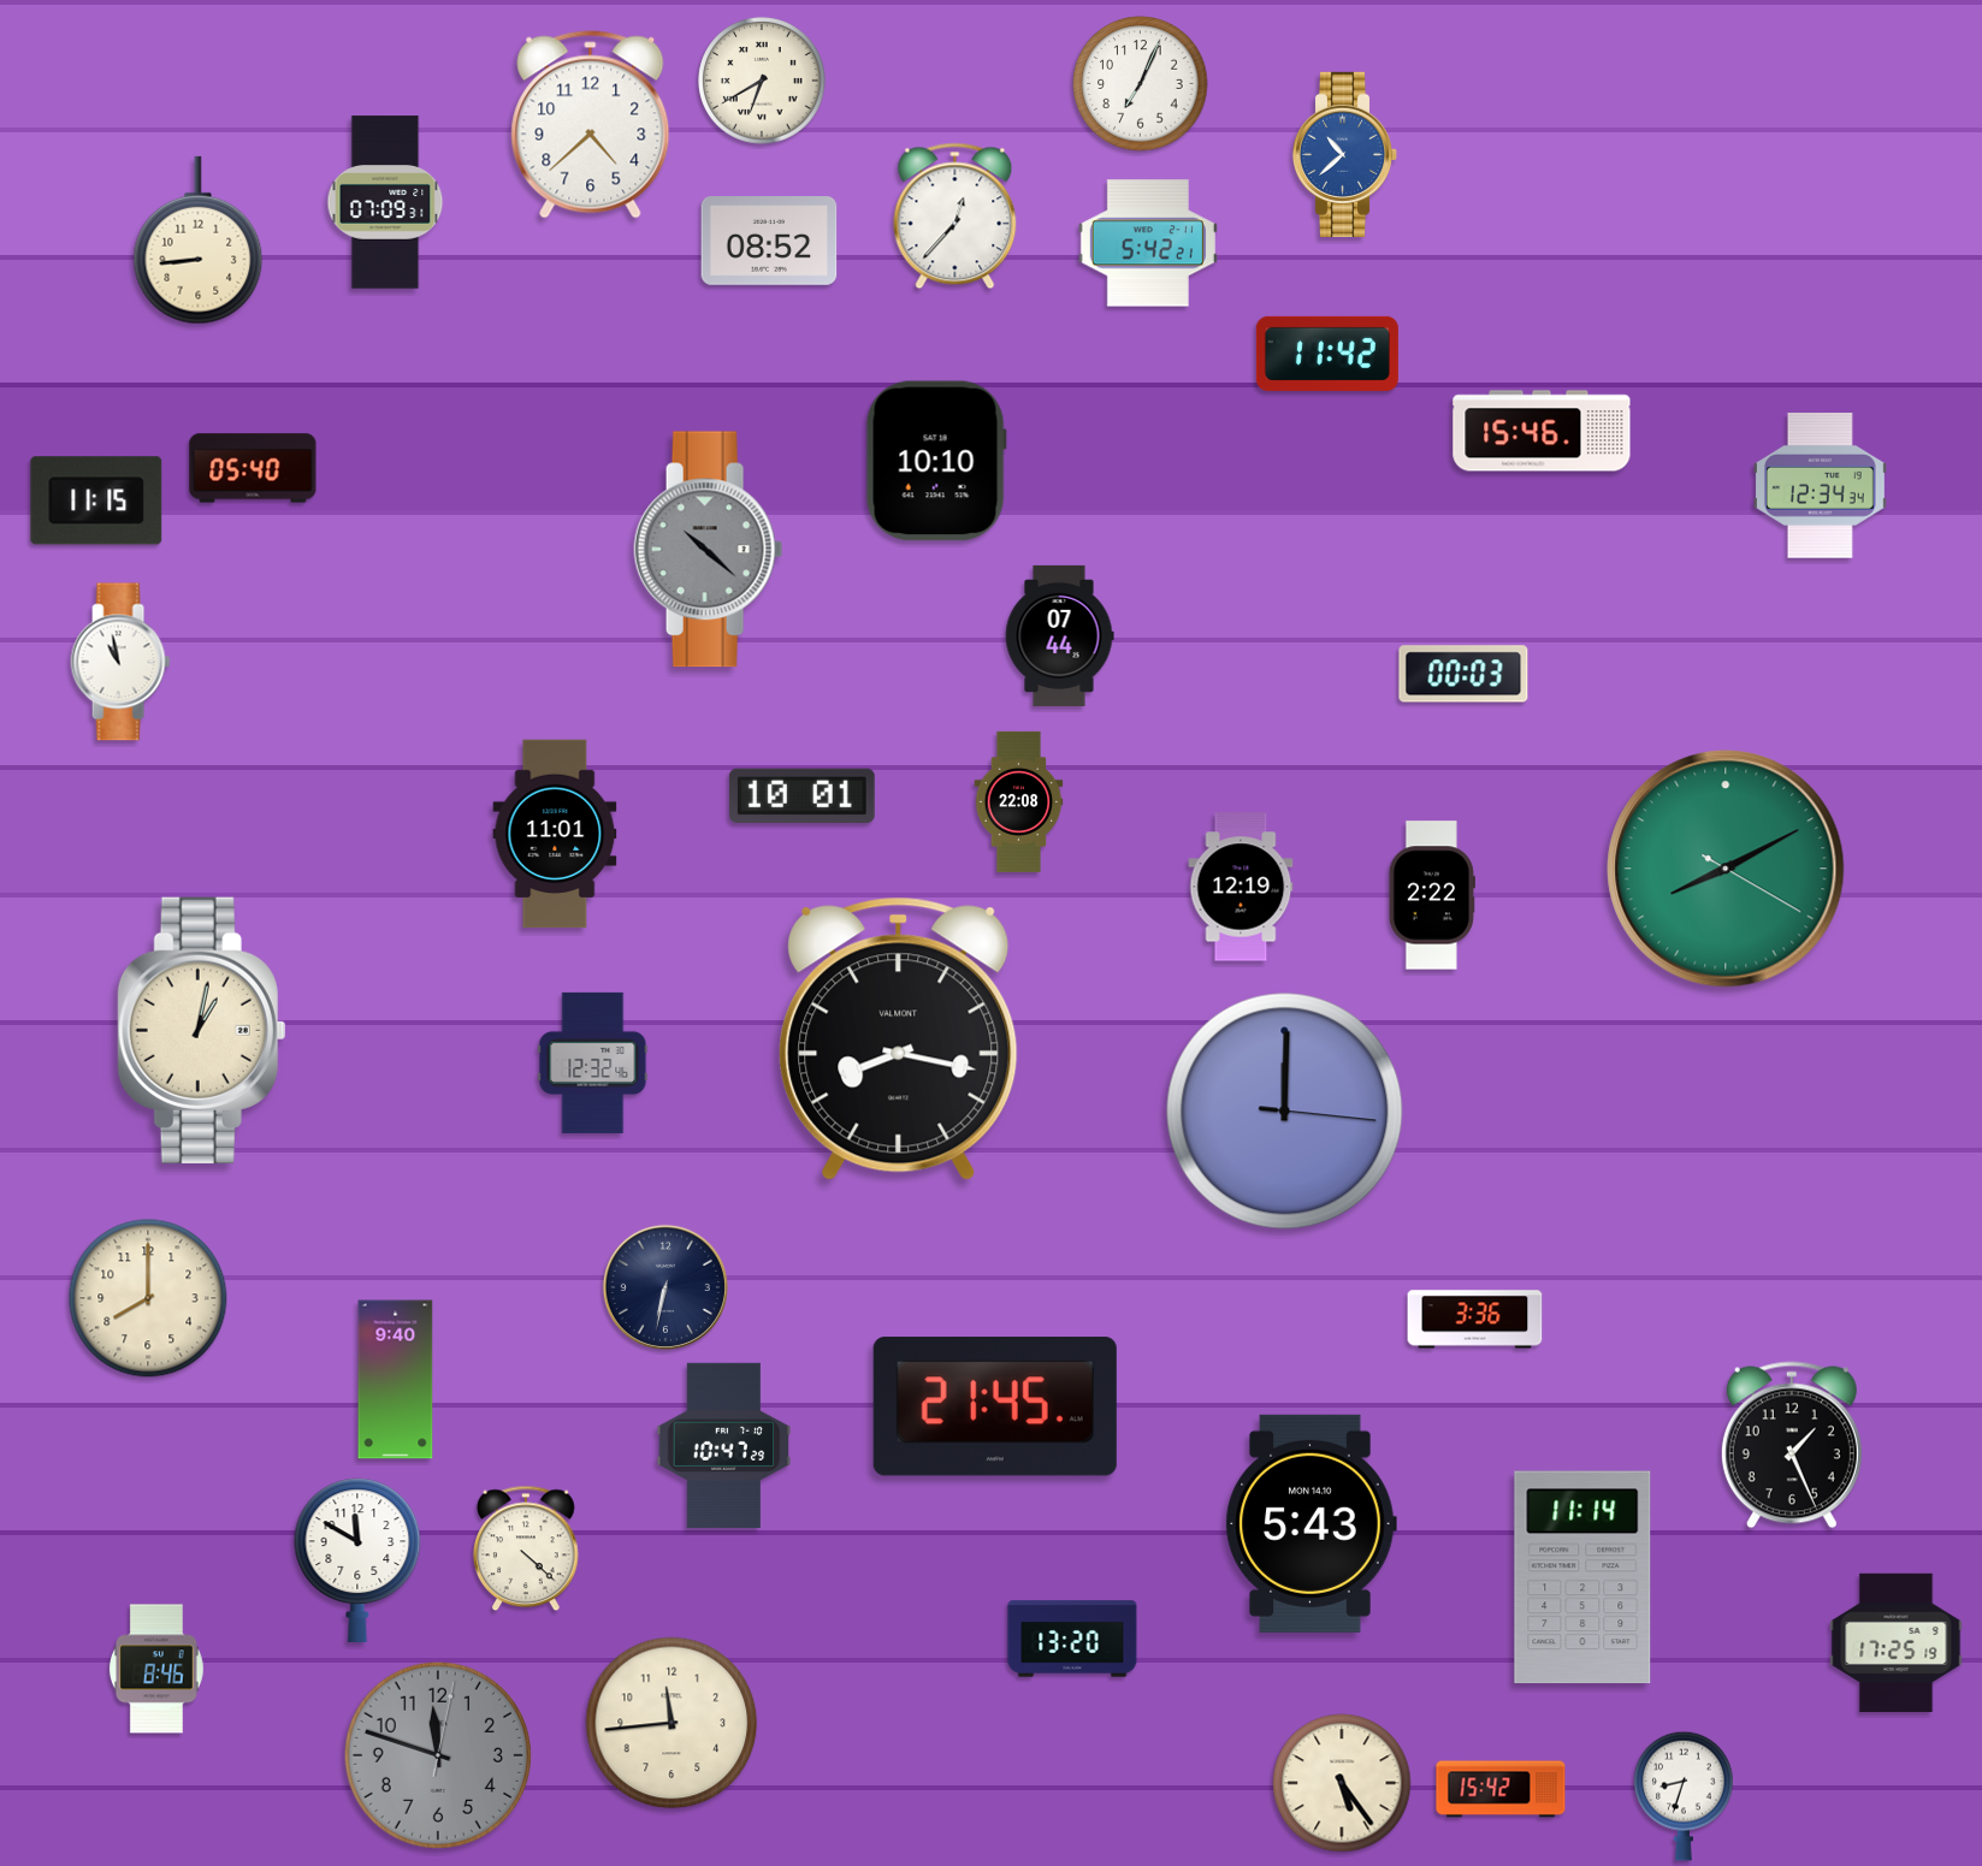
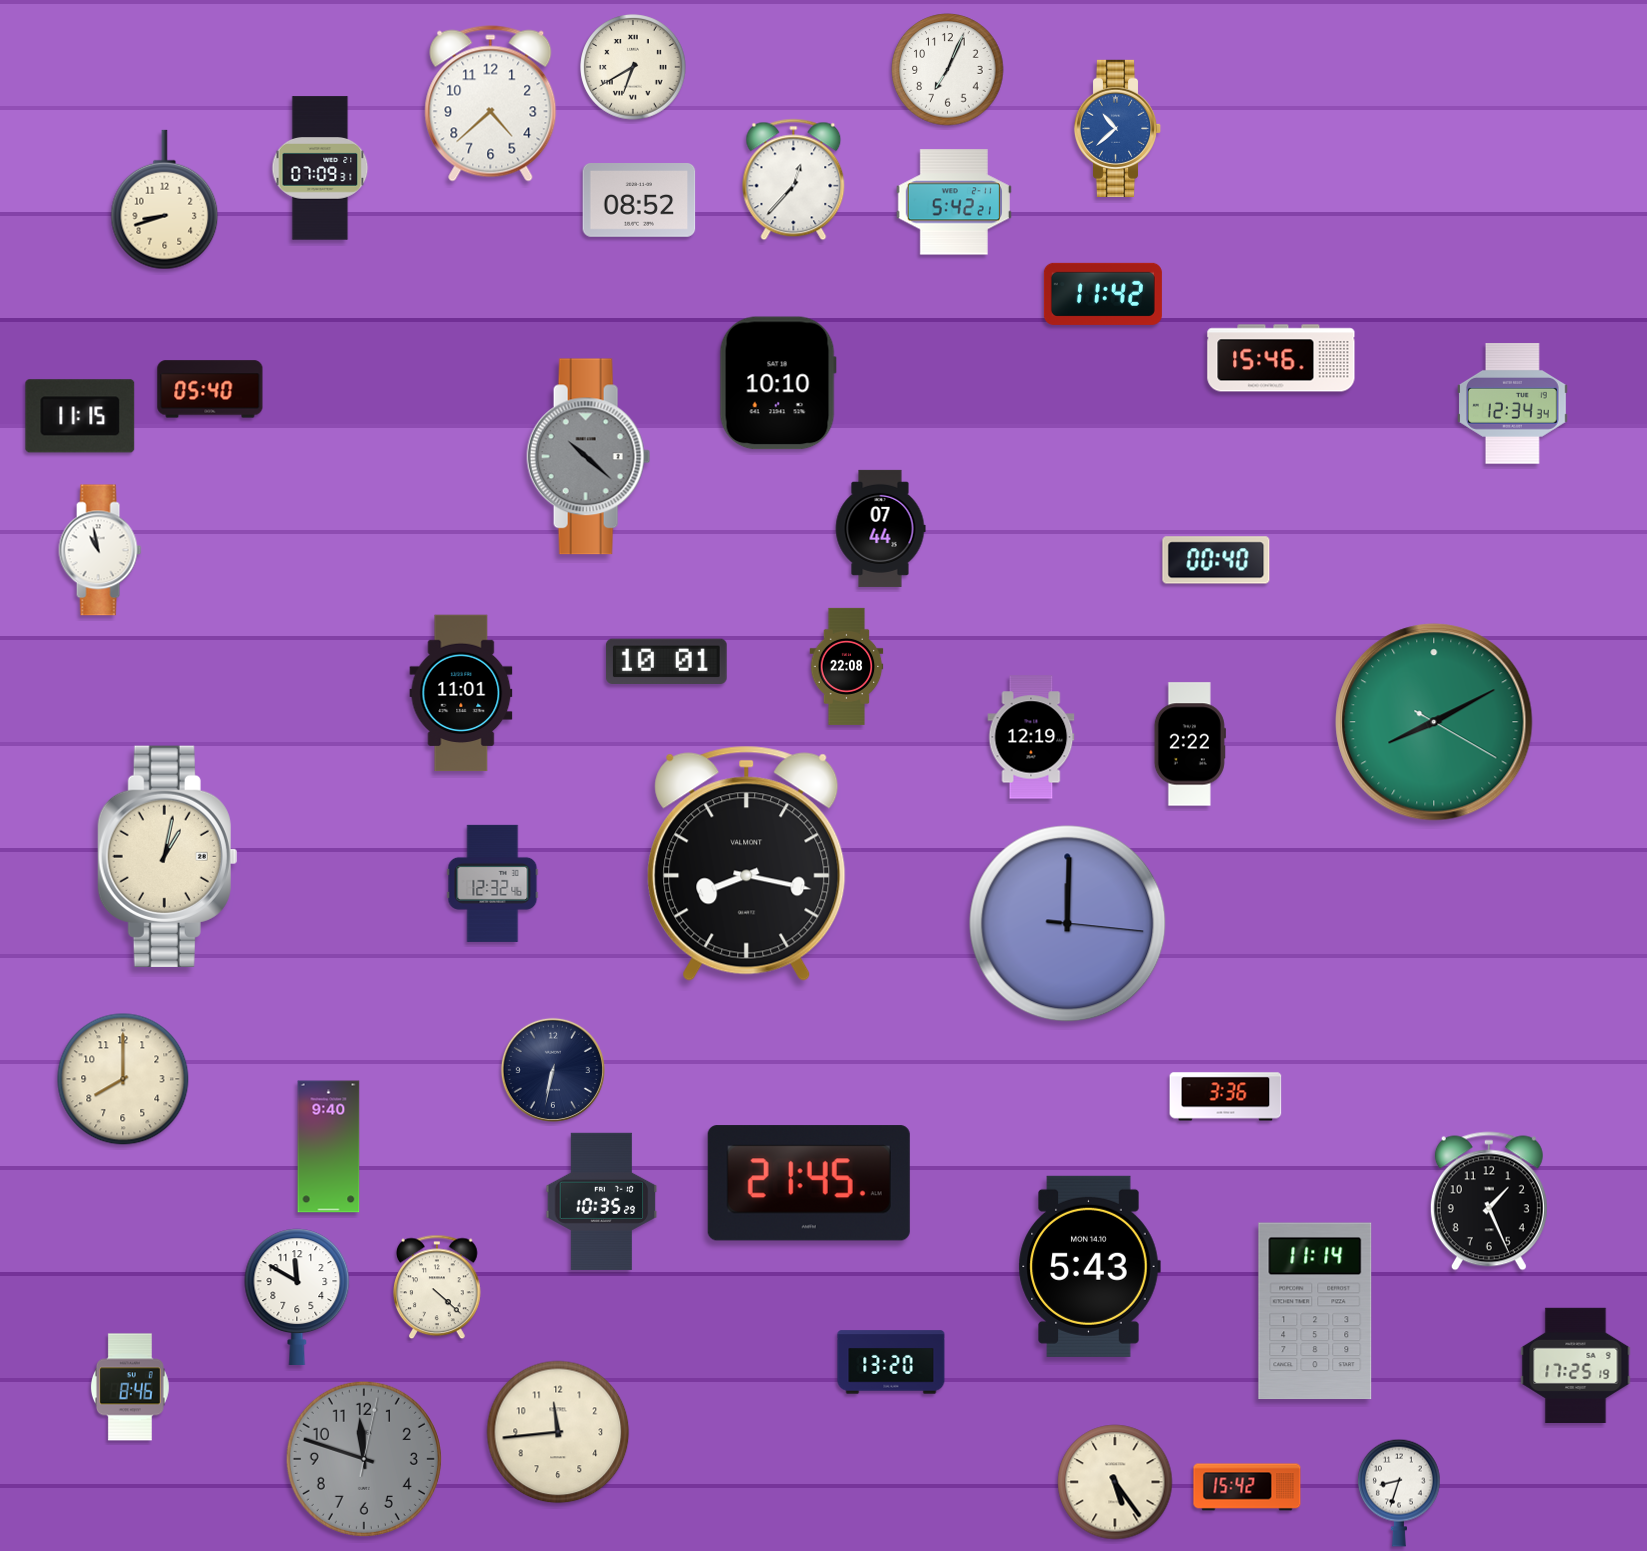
clock at (199, 241): 8:44 -> 8:42
clock at (1463, 674): 00:03 -> 00:40
clock at (995, 1406) position: (995, 1406) -> (809, 1183)
clock at (724, 1445): 10:47 -> 10:35
